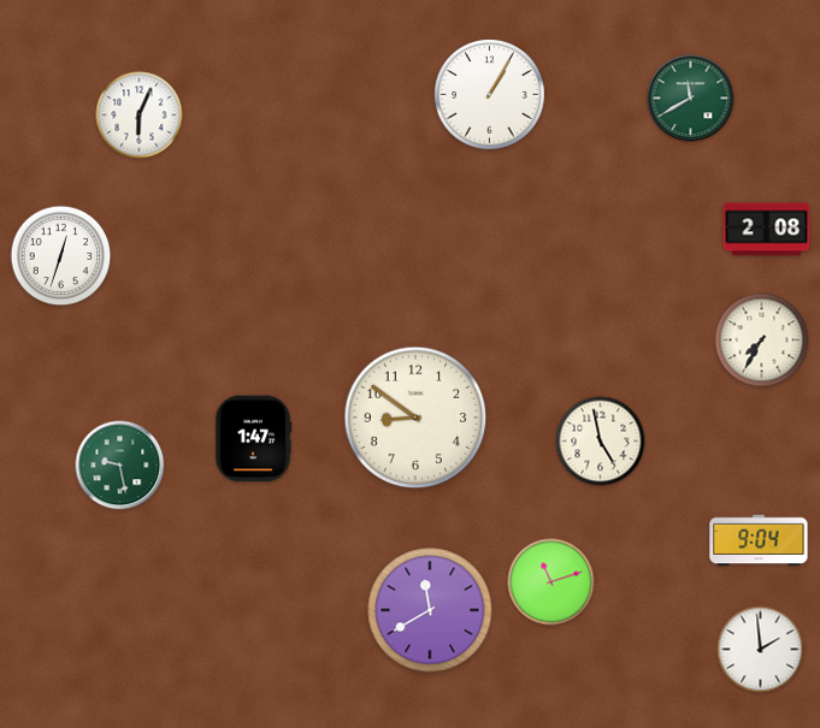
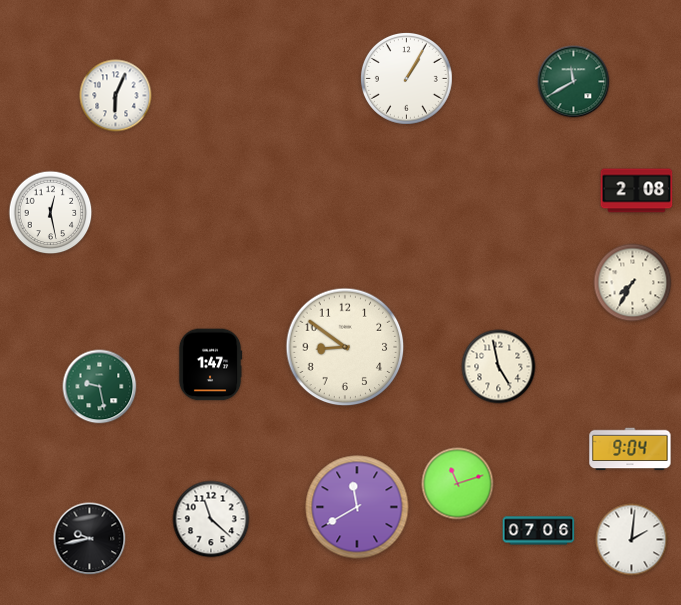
clock at (61, 256): 12:33 -> 12:28
clock at (211, 519): none -> 11:22
clock at (539, 531): none -> 07:06
clock at (90, 539): none -> 9:43
clock at (761, 650): 1:59 -> 2:01
